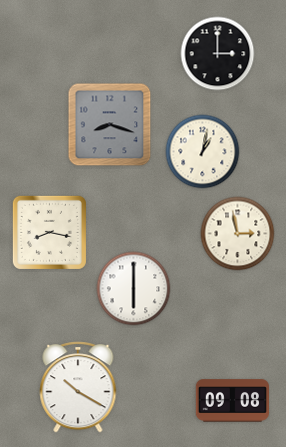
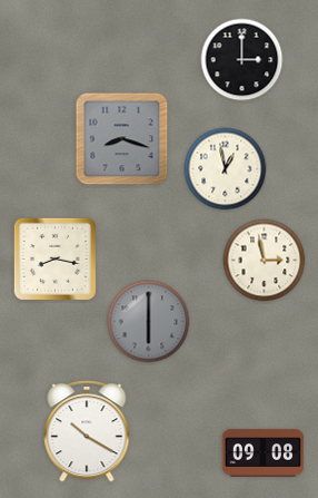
clock at (203, 152): 1:02 -> 12:58
clock at (134, 289) dial: white -> grey
clock at (232, 401) position: (232, 401) -> (262, 453)
